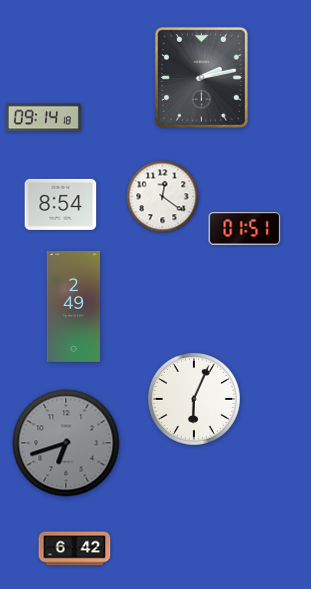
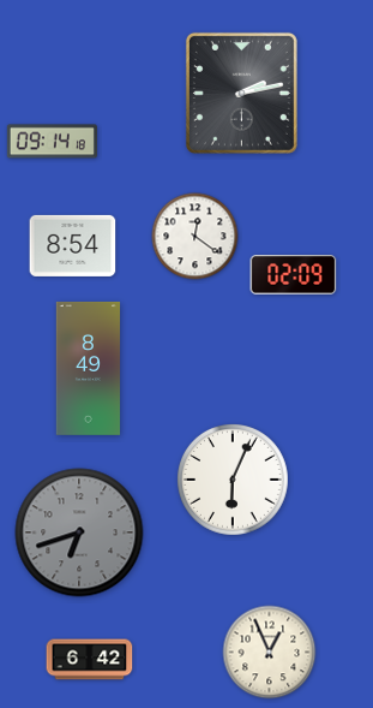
clock at (245, 229): 01:51 -> 02:09
clock at (74, 306): 2:49 -> 8:49
clock at (270, 653): none -> 12:56
